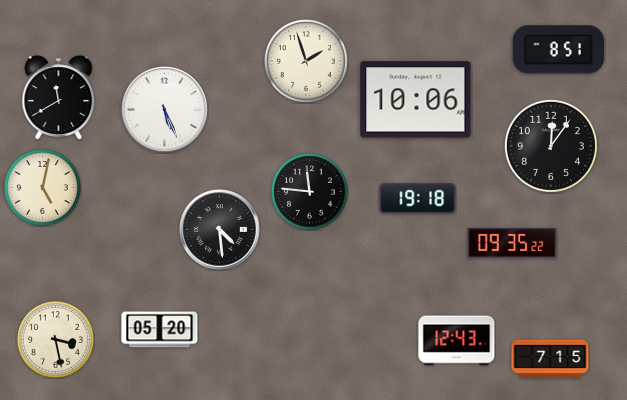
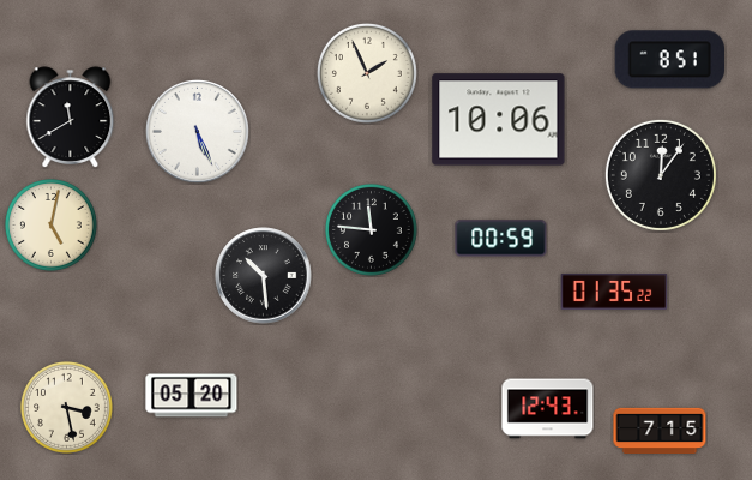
clock at (306, 61): 1:57 -> 1:56
clock at (418, 199): 19:18 -> 00:59
clock at (220, 230): 4:29 -> 10:29
clock at (512, 244): 09:35 -> 01:35
